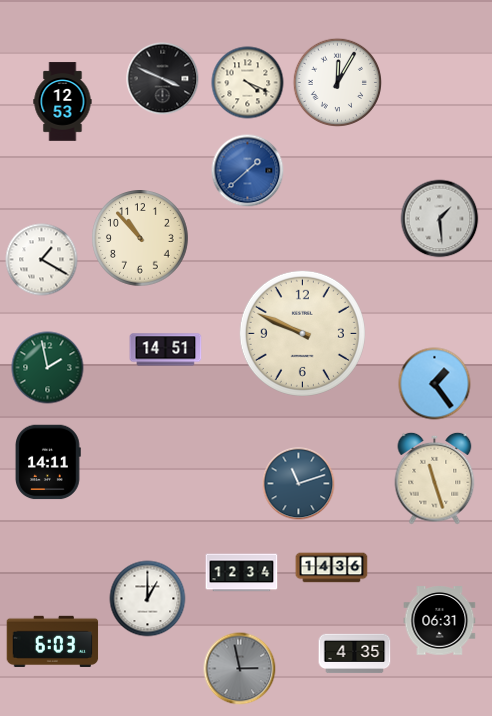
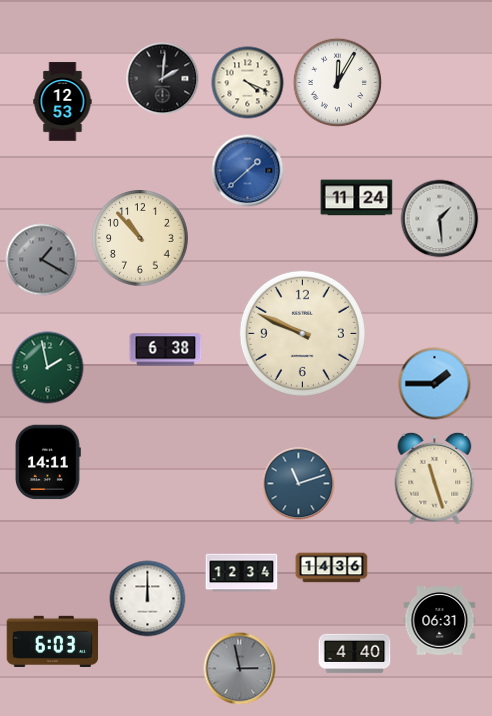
clock at (163, 79): 3:49 -> 2:01
clock at (357, 198): none -> 11:24
clock at (42, 260) dial: white -> grey
clock at (166, 350): 14:51 -> 6:38
clock at (435, 384): 1:24 -> 1:45
clock at (148, 599): 1:00 -> 12:00
clock at (355, 654): 4:35 -> 4:40
